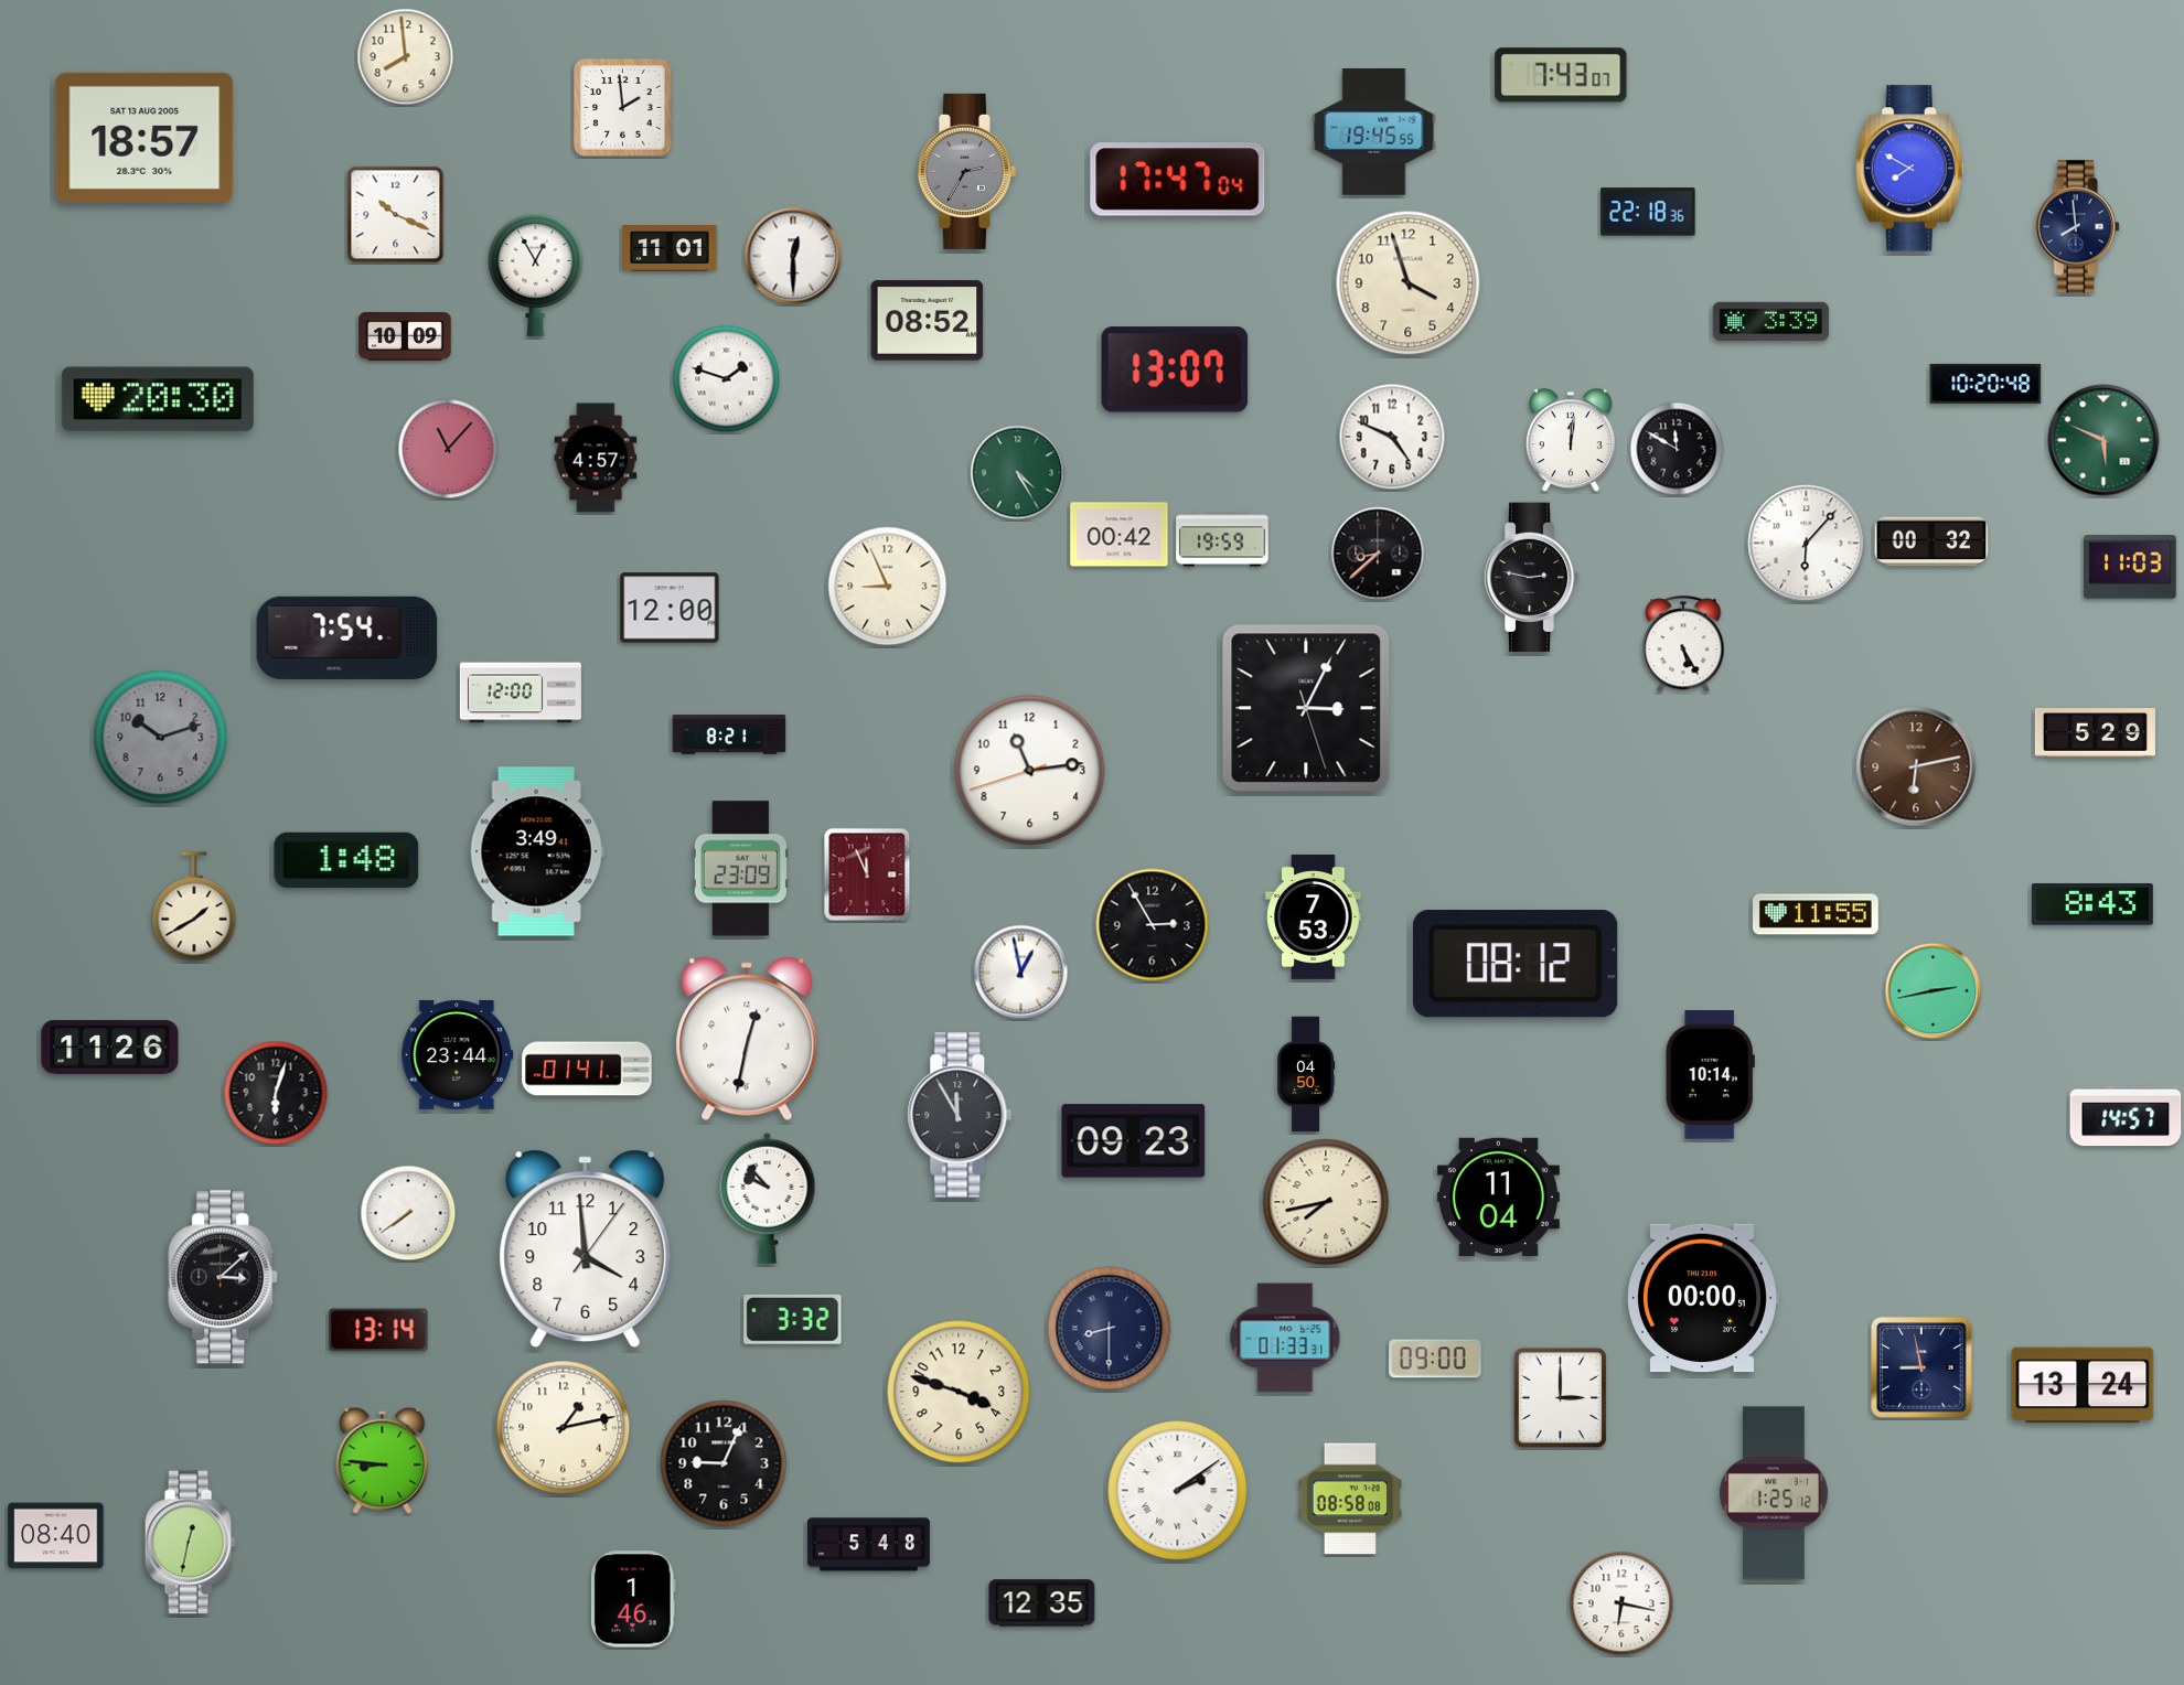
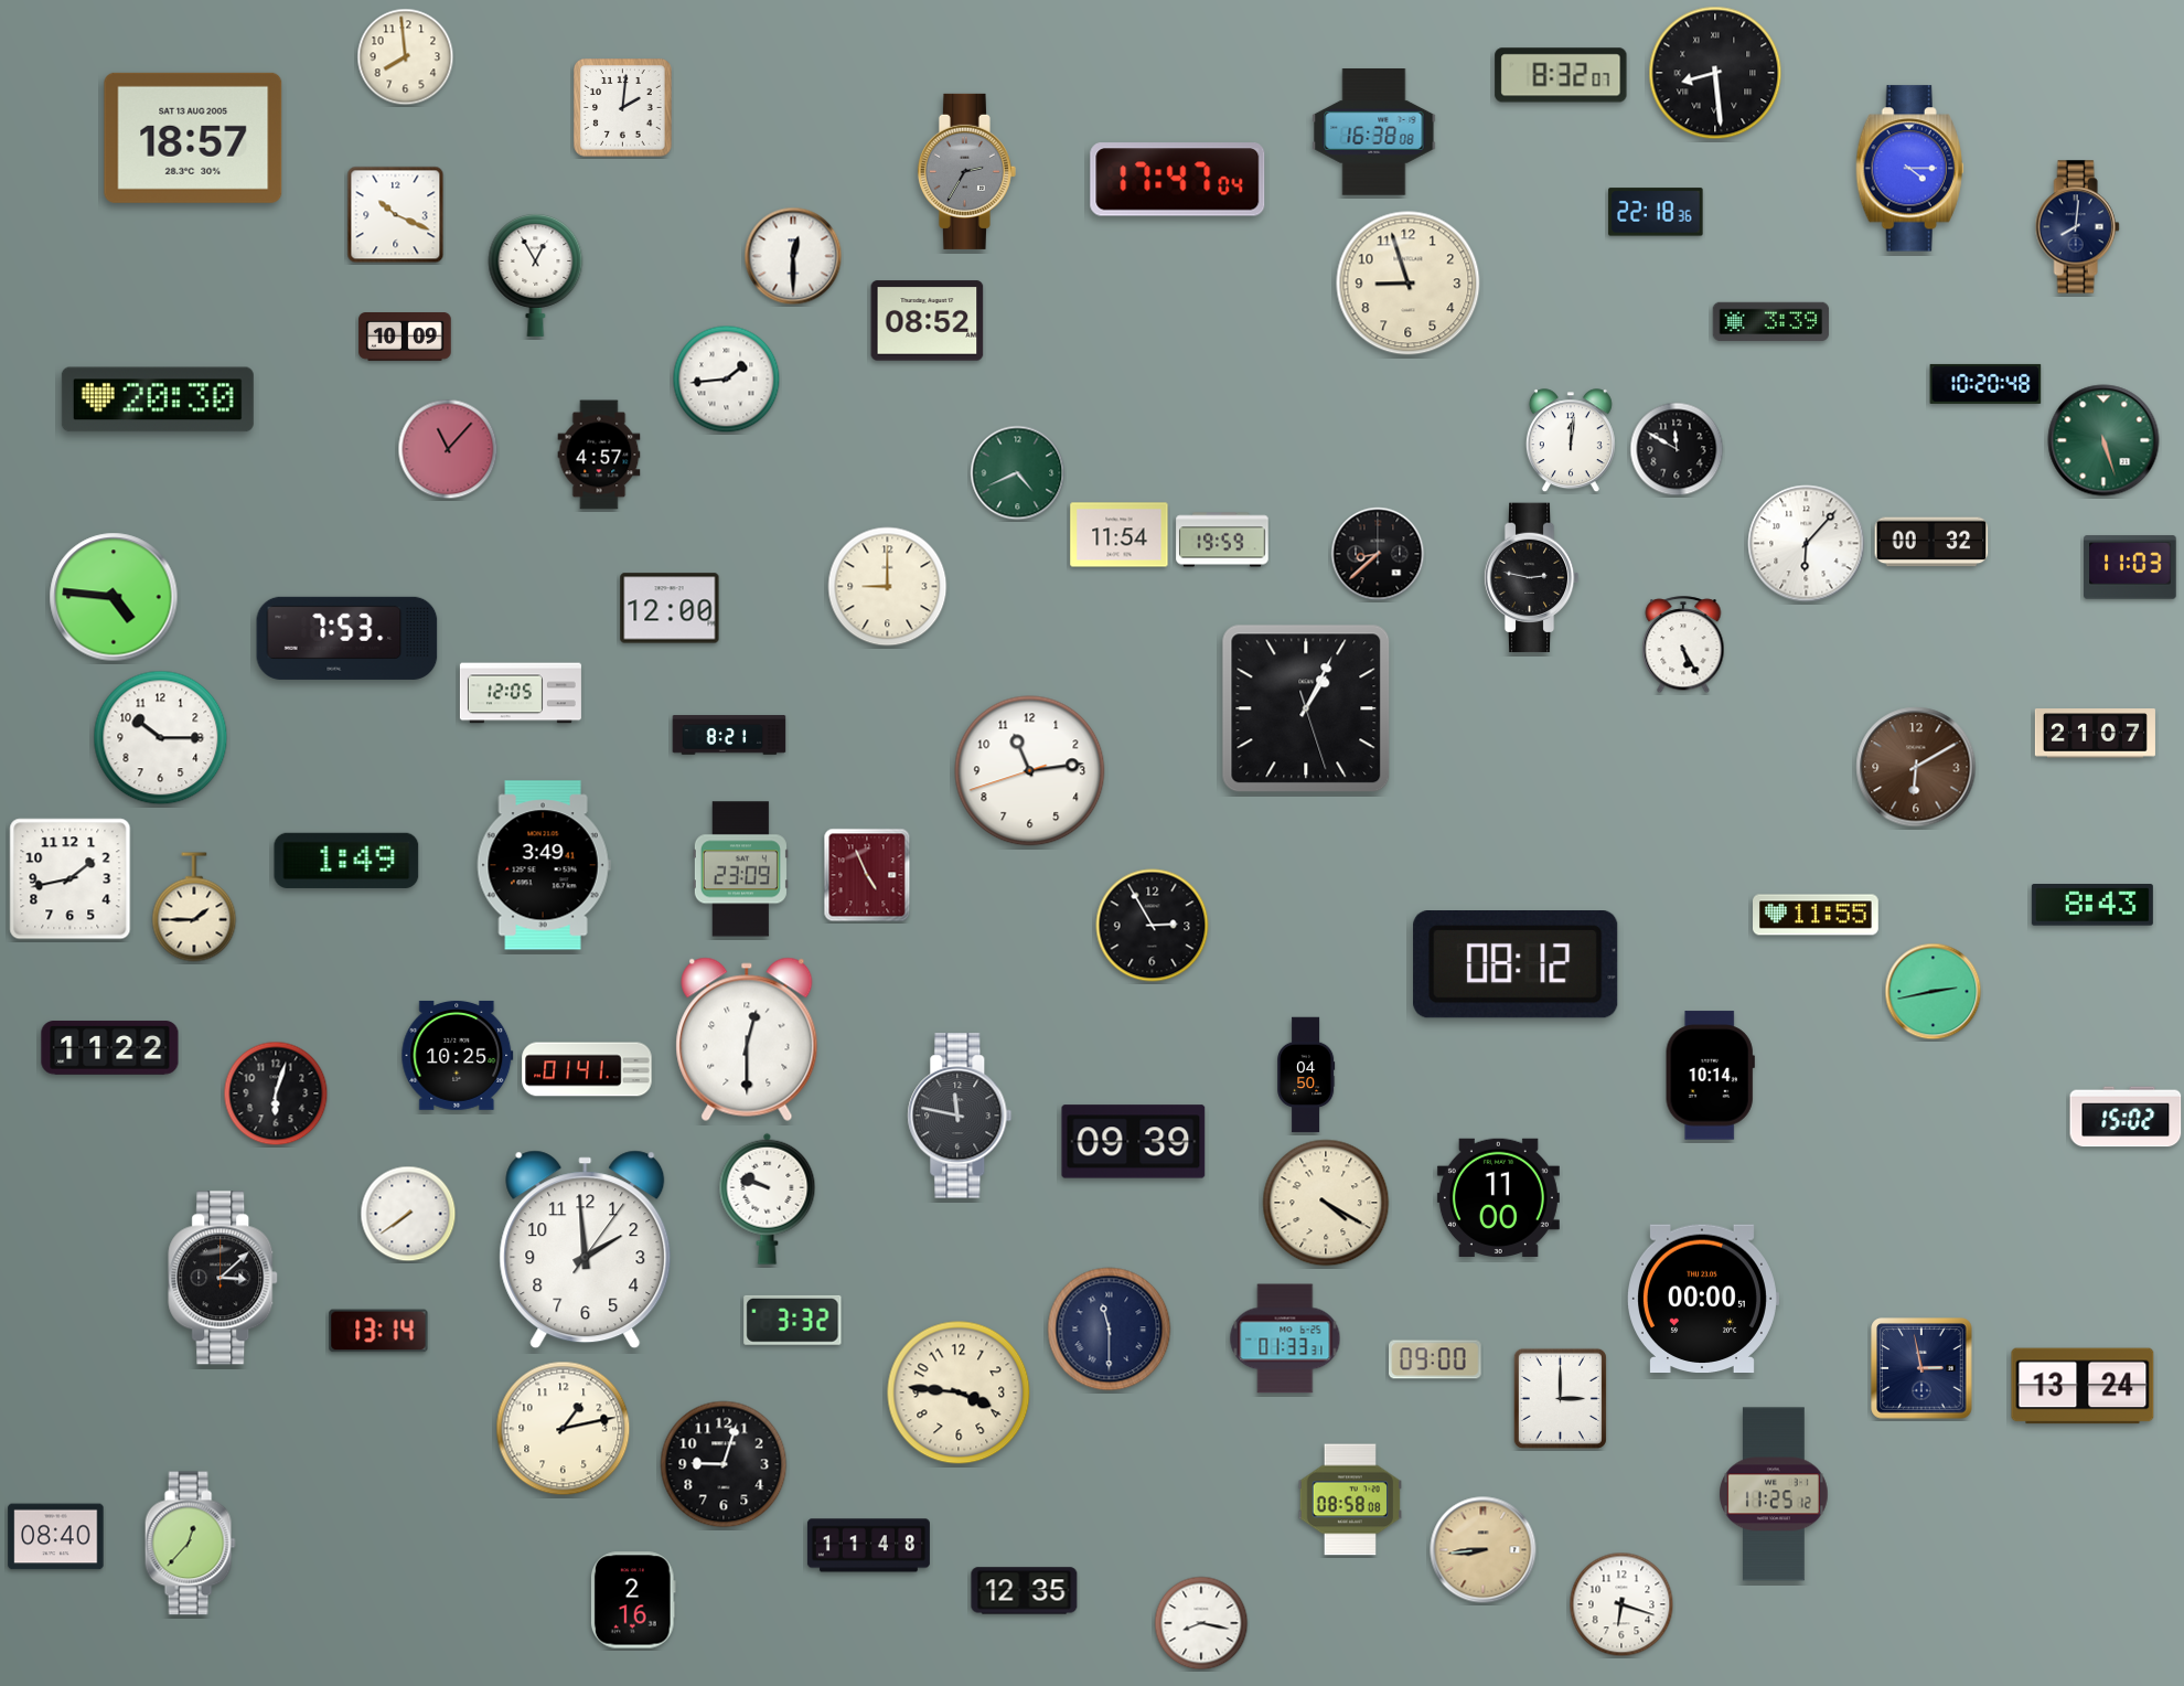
clock at (1715, 73): none -> 8:29
clock at (1561, 75): 7:43 -> 8:32
clock at (623, 108): 1:59 -> 2:01
clock at (1374, 132): 19:45 -> 16:38
clock at (144, 138) position: (144, 138) -> (193, 138)
clock at (1909, 169): 7:50 -> 4:15
clock at (1648, 212) position: (1648, 212) -> (1656, 212)
clock at (2077, 227): 7:59 -> 8:01
clock at (670, 248): 11:01 -> none
clock at (1409, 283): 3:57 -> 8:57
clock at (1175, 369): 13:07 -> none
clock at (727, 379): 1:48 -> 1:44
clock at (1392, 437): 4:49 -> none
clock at (2103, 440): 5:49 -> 5:27
clock at (596, 458) position: (596, 458) -> (599, 455)
clock at (1018, 473): 4:25 -> 4:41
clock at (1120, 535): 00:42 -> 11:54
clock at (888, 587): 8:56 -> 9:00
clock at (114, 597): none -> 4:46
clock at (347, 637): 7:54 -> 7:53
clock at (521, 693): 12:00 -> 12:05
clock at (1306, 708): 3:04 -> 1:04
clock at (2095, 733): 5:29 -> 21:07
clock at (161, 738): 10:12 -> 10:15
clock at (161, 738) dial: grey -> white
clock at (1916, 766): 6:13 -> 6:10
clock at (537, 851) position: (537, 851) -> (544, 865)
clock at (346, 860): 1:48 -> 1:49
clock at (867, 874): 11:56 -> 4:56
clock at (71, 879): none -> 1:43
clock at (194, 906): 1:40 -> 1:45
clock at (1314, 916): 7:53 -> none
clock at (1021, 973): 12:58 -> none
clock at (747, 1039): 12:32 -> 12:30
clock at (110, 1048): 11:26 -> 11:22
clock at (458, 1054): 23:44 -> 10:25
clock at (960, 1115): 11:55 -> 11:47
clock at (2126, 1116): 14:57 -> 15:02
clock at (1134, 1141): 09:23 -> 09:39
clock at (1498, 1196): 11:04 -> 11:00
clock at (768, 1198): 9:53 -> 9:48
clock at (1326, 1202): 7:43 -> 4:20
clock at (586, 1249): 3:59 -> 1:59
clock at (1110, 1329): 8:30 -> 11:30
clock at (1921, 1367): 8:58 -> 2:58
clock at (959, 1392): 3:48 -> 3:46
clock at (383, 1460): 8:46 -> none
clock at (724, 1463): 9:04 -> 9:03
clock at (1178, 1491): 2:09 -> none
clock at (1775, 1493): 1:25 -> 11:25
clock at (190, 1543): 12:32 -> 12:37
clock at (868, 1545): 5:48 -> 11:48
clock at (1484, 1550): none -> 8:44
clock at (633, 1599): 1:46 -> 2:16
clock at (1042, 1603) position: (1042, 1603) -> (1025, 1591)
clock at (1621, 1603): 6:17 -> 6:18
clock at (1201, 1623): none -> 8:17
